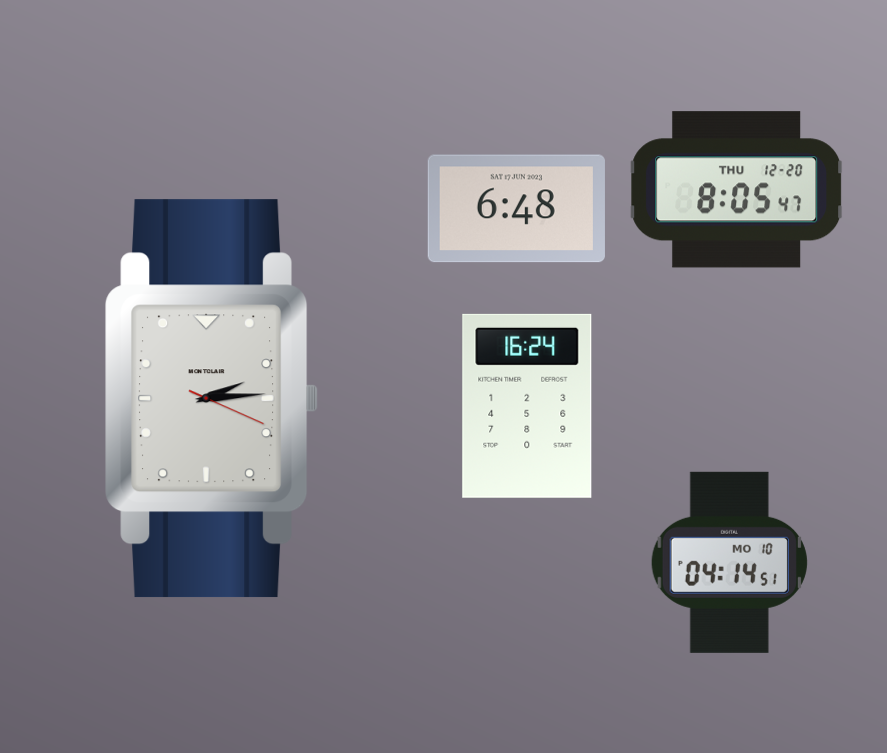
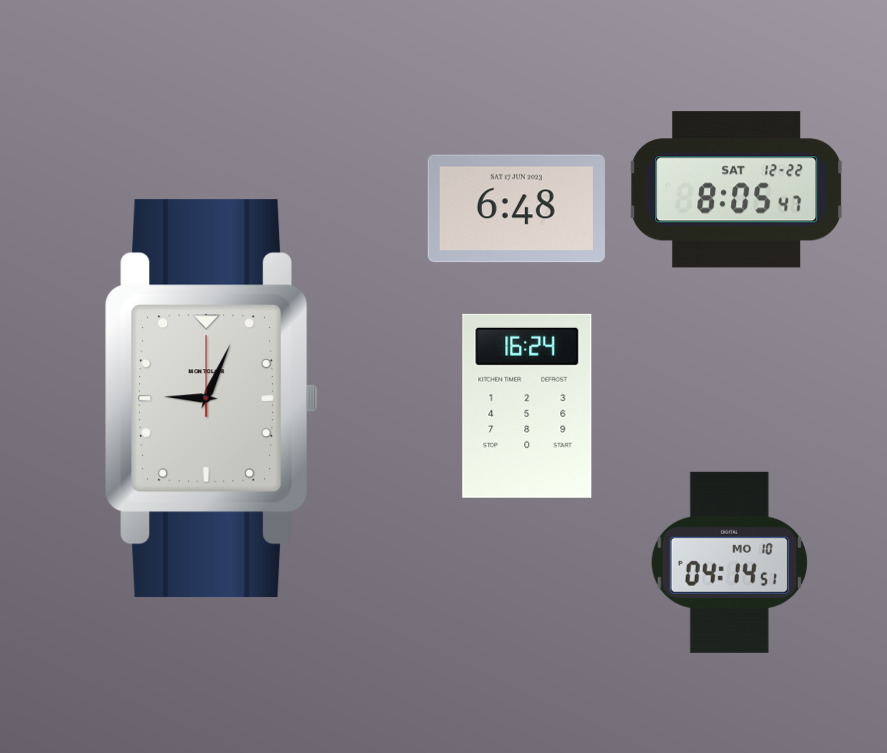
clock at (737, 190) date: THU 12-20 -> SAT 12-22
clock at (212, 399): 2:14 -> 9:04
